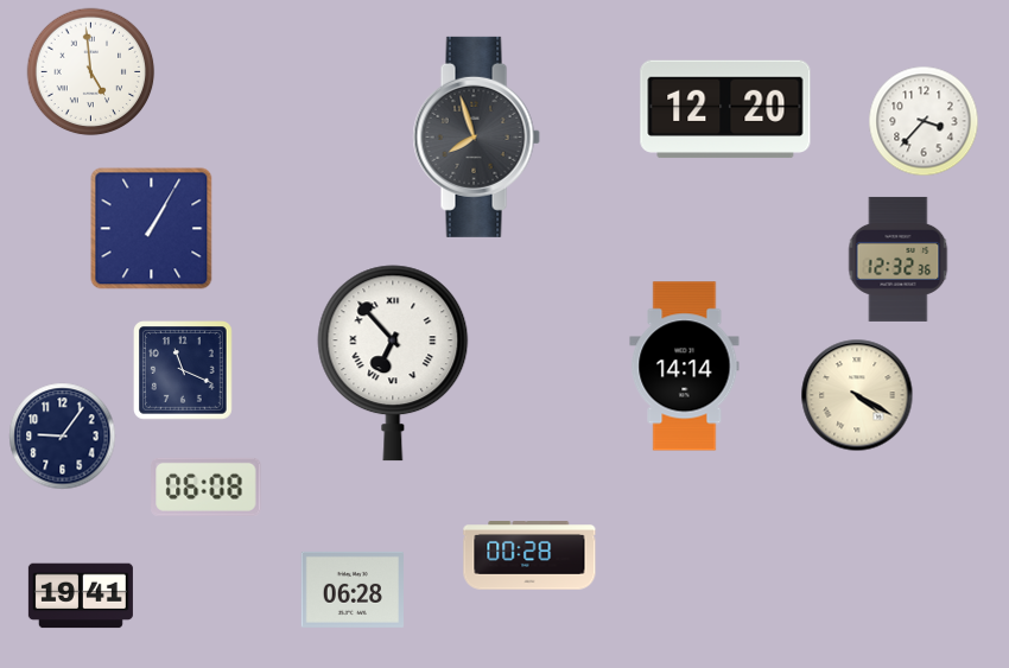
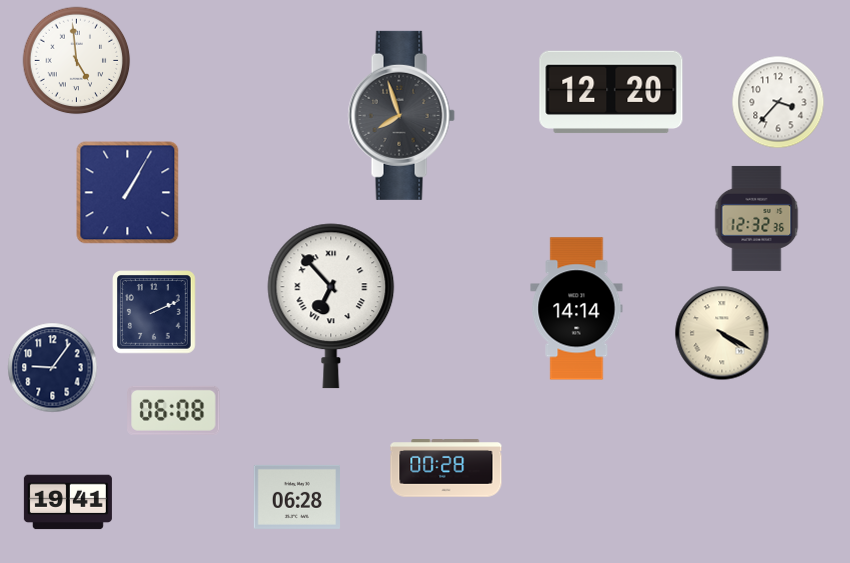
clock at (184, 371): 11:19 -> 2:11
